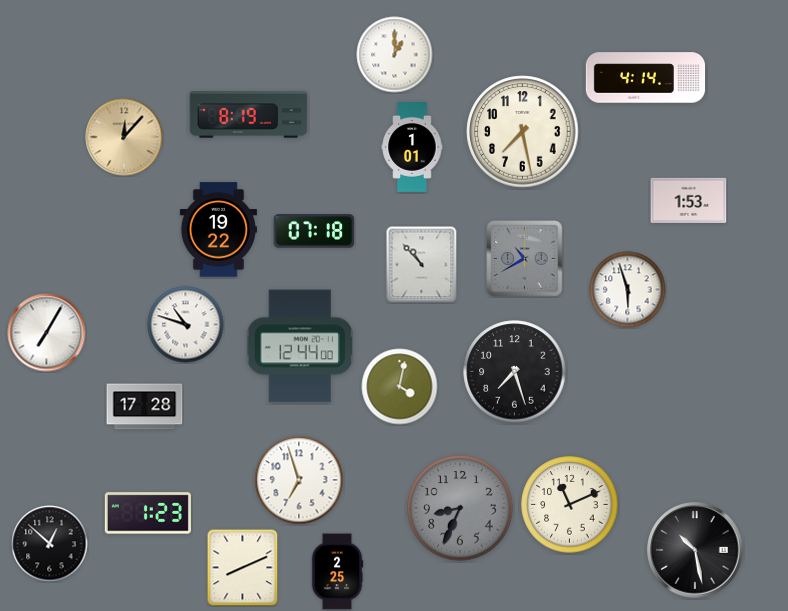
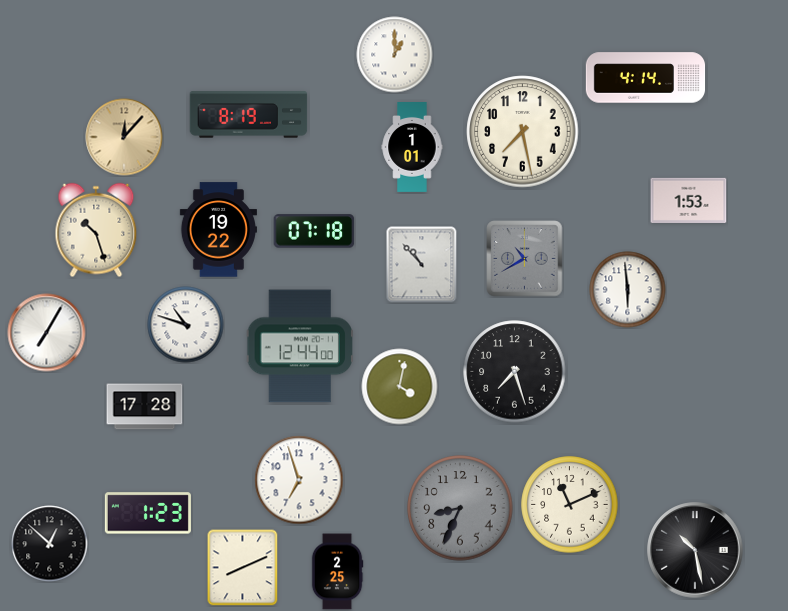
clock at (96, 230): none -> 10:27
clock at (628, 290): 5:57 -> 5:59
